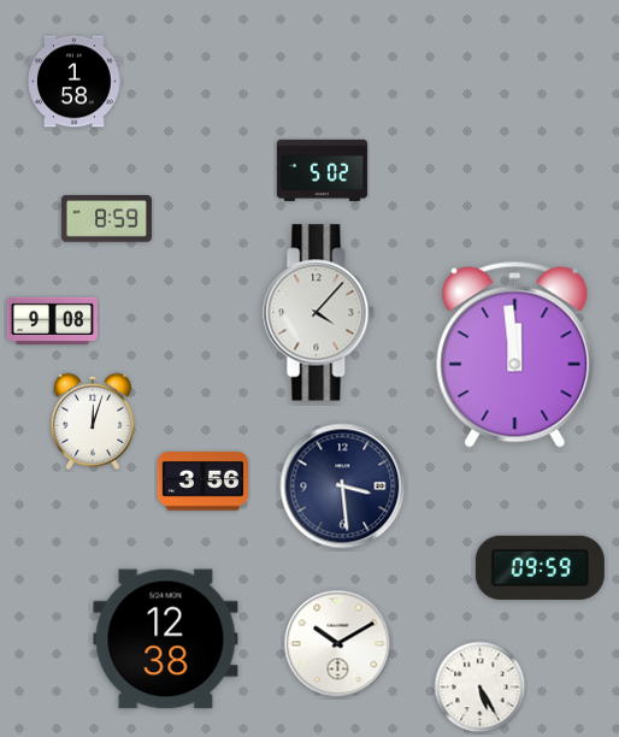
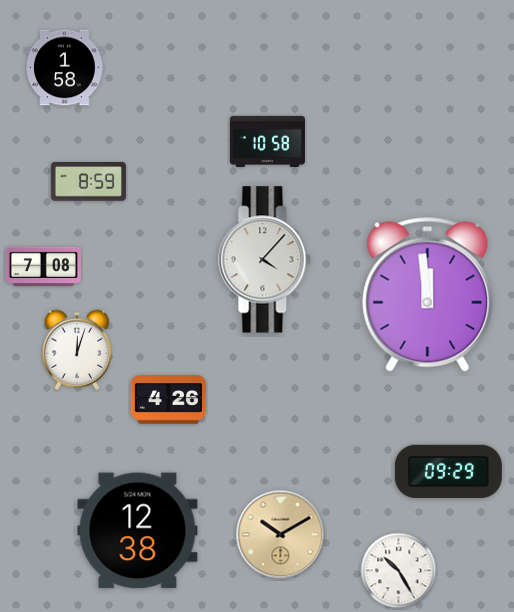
clock at (75, 82) position: (75, 82) -> (65, 68)
clock at (322, 170): 5:02 -> 10:58
clock at (52, 320): 9:08 -> 7:08
clock at (202, 482): 3:56 -> 4:26
clock at (343, 487): 3:29 -> none
clock at (540, 567): 09:59 -> 09:29
clock at (338, 644) dial: white -> champagne
clock at (481, 688): 5:25 -> 10:25
